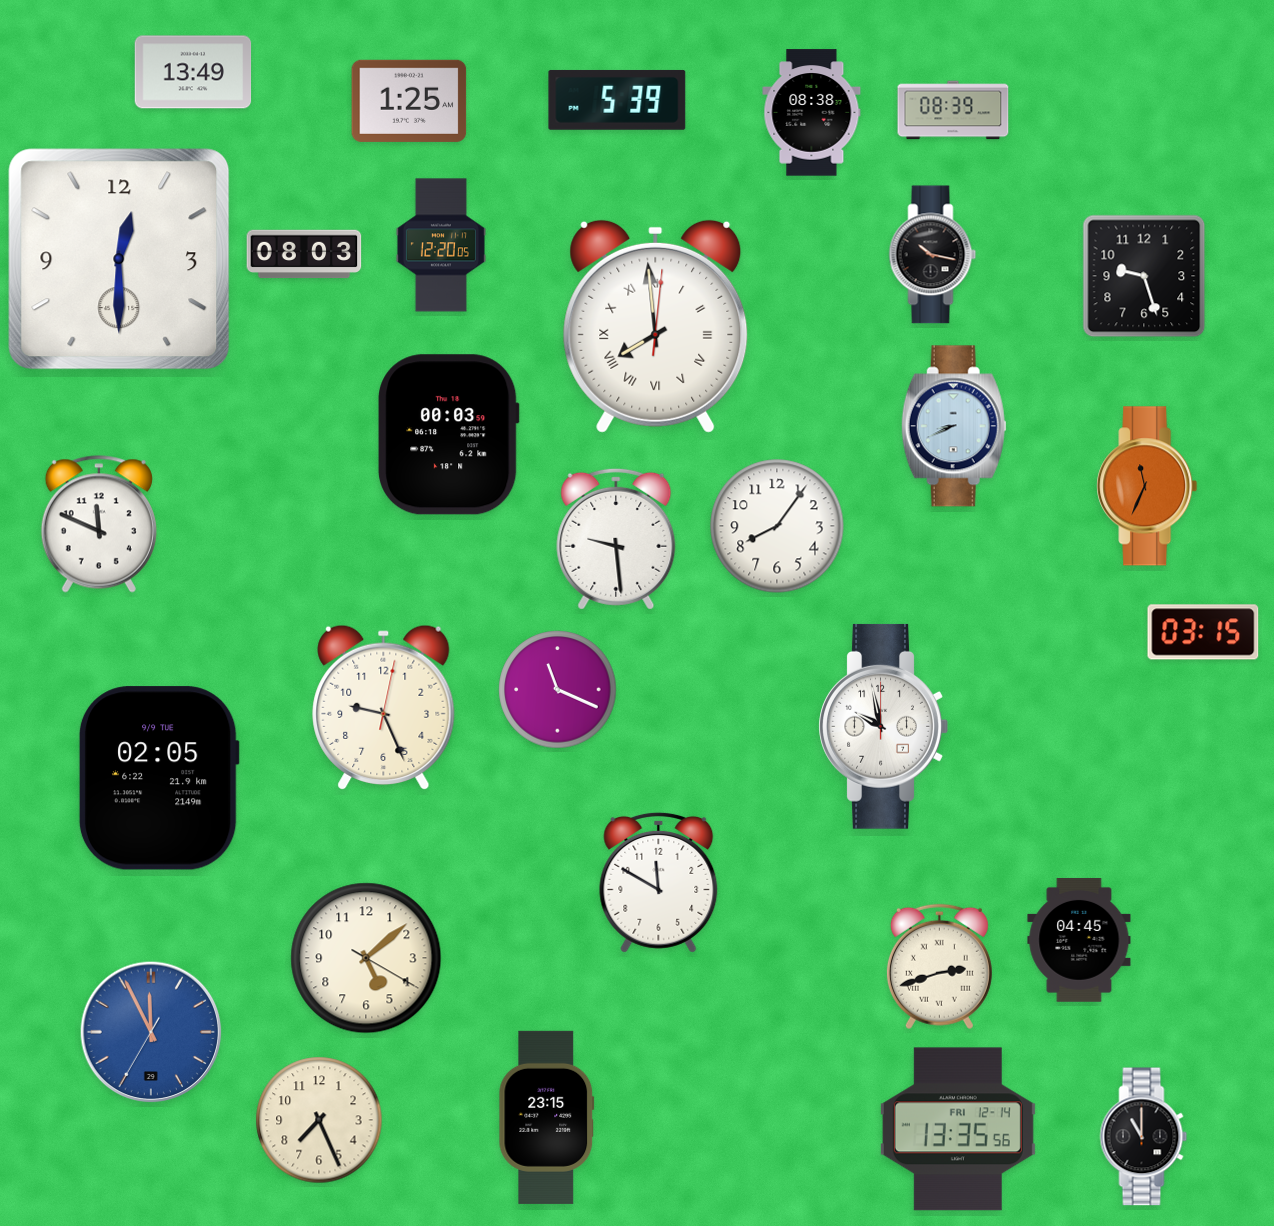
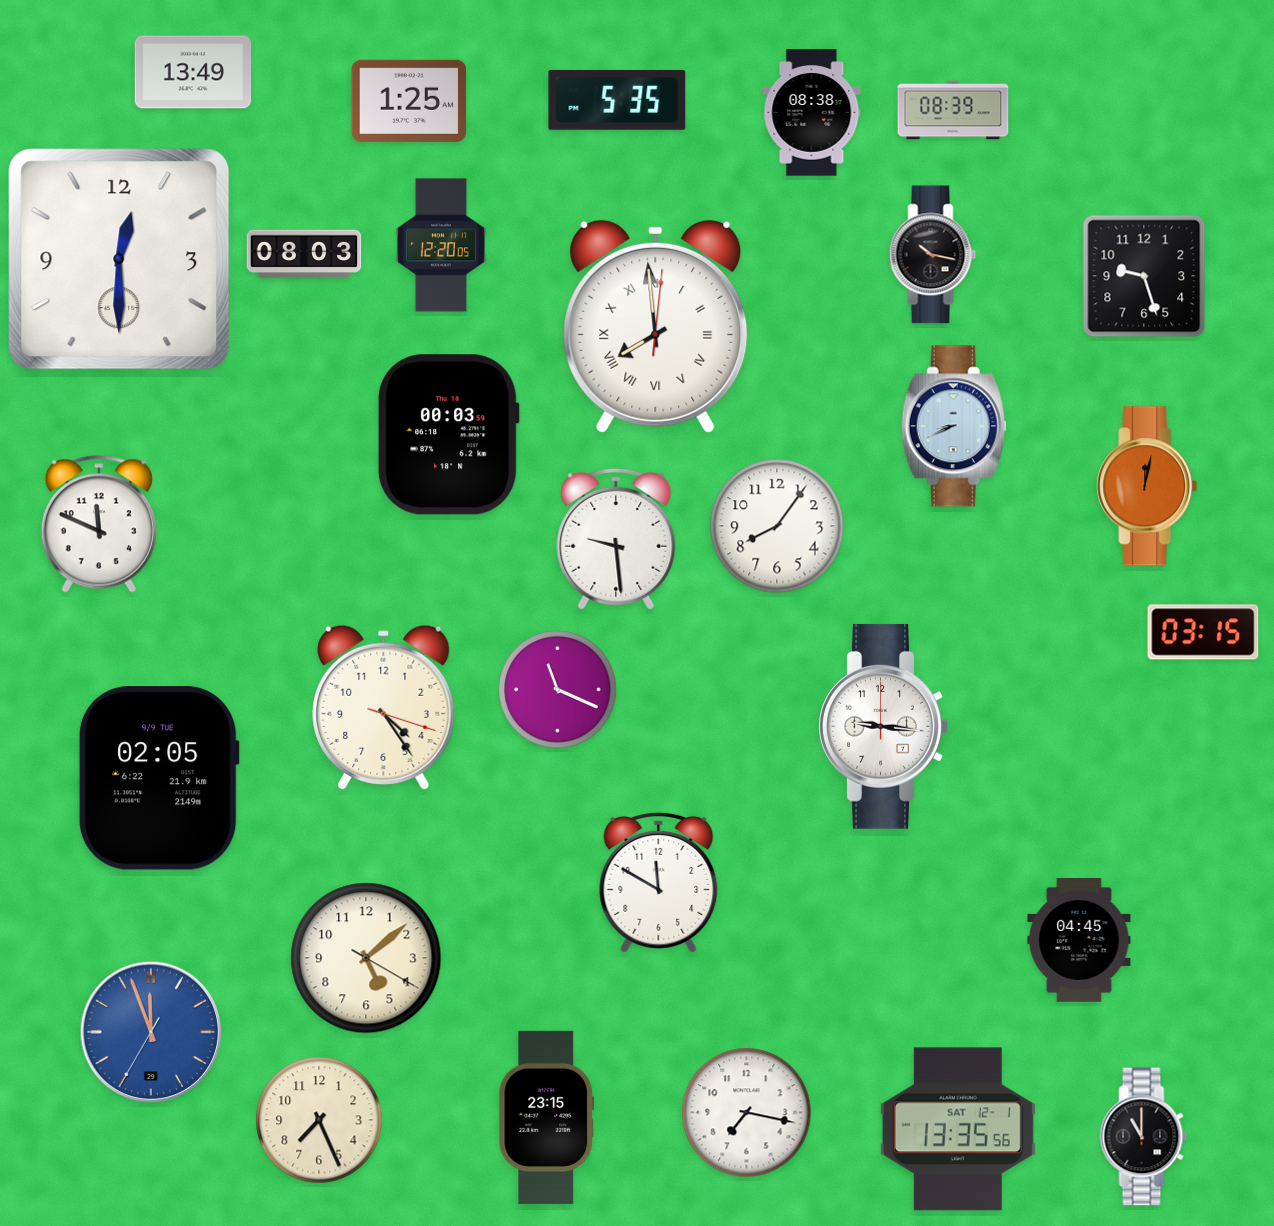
clock at (617, 100): 5:39 -> 5:35
clock at (1147, 486): 11:34 -> 12:02
clock at (384, 707): 9:26 -> 4:24
clock at (883, 726): 9:58 -> 9:16
clock at (939, 967): 2:42 -> none
clock at (151, 1032): 11:55 -> 11:56
clock at (747, 1113): none -> 7:17
clock at (958, 1129) date: FRI 12-14 -> SAT 12-1
